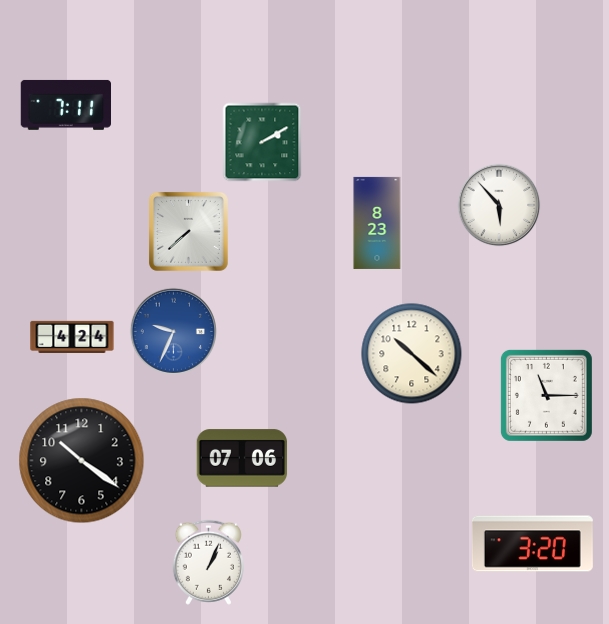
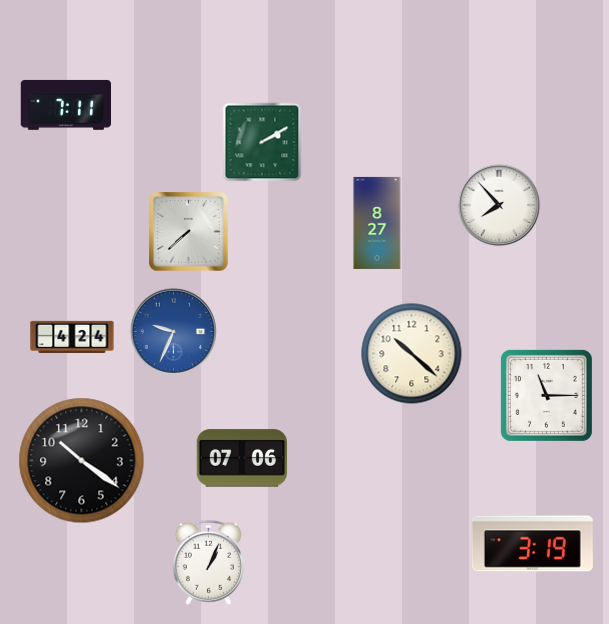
clock at (499, 205): 5:53 -> 7:53
clock at (377, 223): 8:23 -> 8:27
clock at (532, 544): 3:20 -> 3:19
